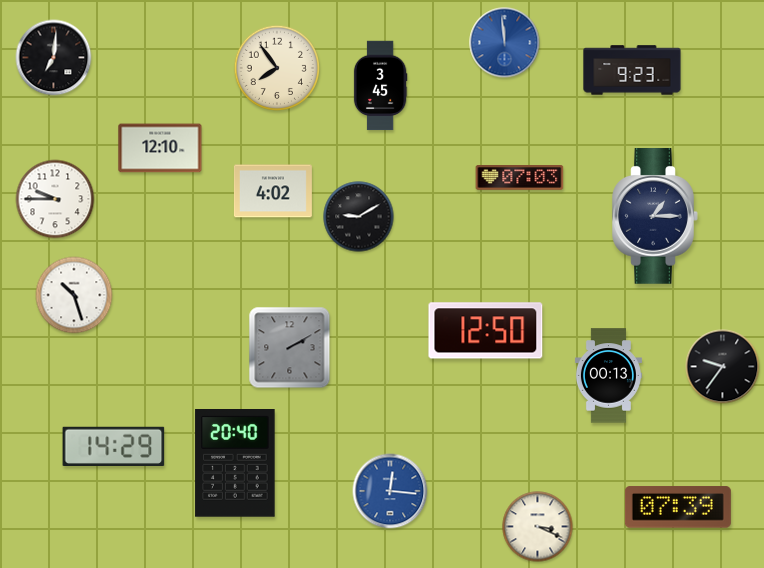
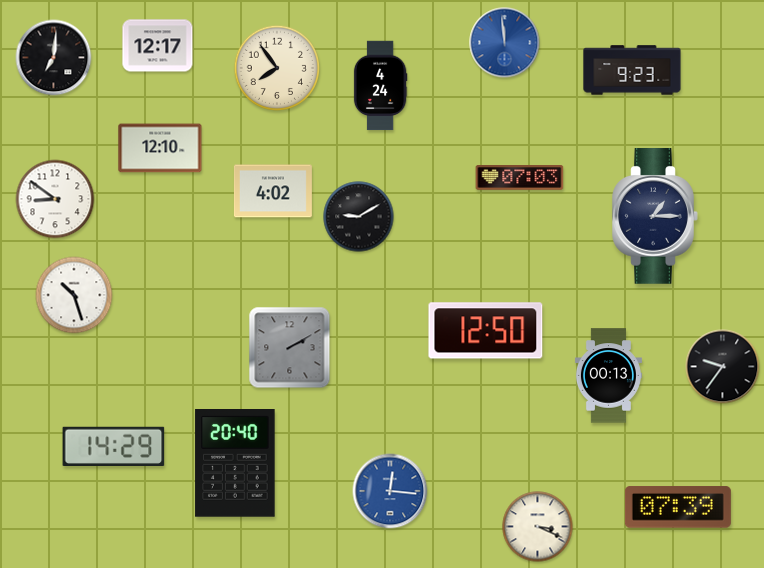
clock at (158, 46): none -> 12:17
clock at (380, 86): 3:45 -> 4:24
clock at (55, 199): 9:45 -> 8:51
